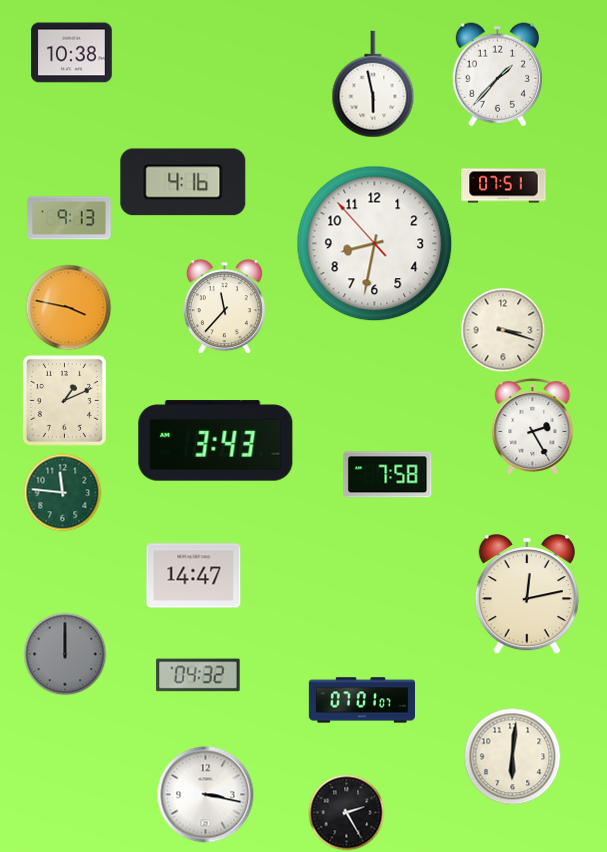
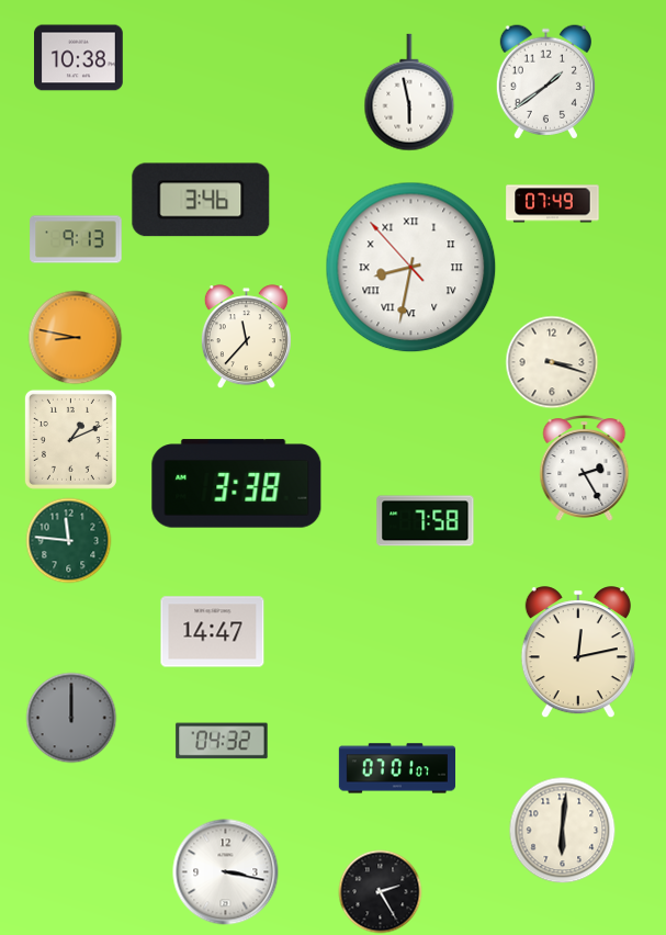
clock at (497, 75): 1:37 -> 1:39
clock at (183, 182): 4:16 -> 3:46
clock at (504, 186): 07:51 -> 07:49
clock at (375, 244) numerals: Arabic -> Roman
clock at (69, 308): 3:47 -> 8:47
clock at (216, 441): 3:43 -> 3:38
clock at (198, 675) position: (198, 675) -> (222, 741)
